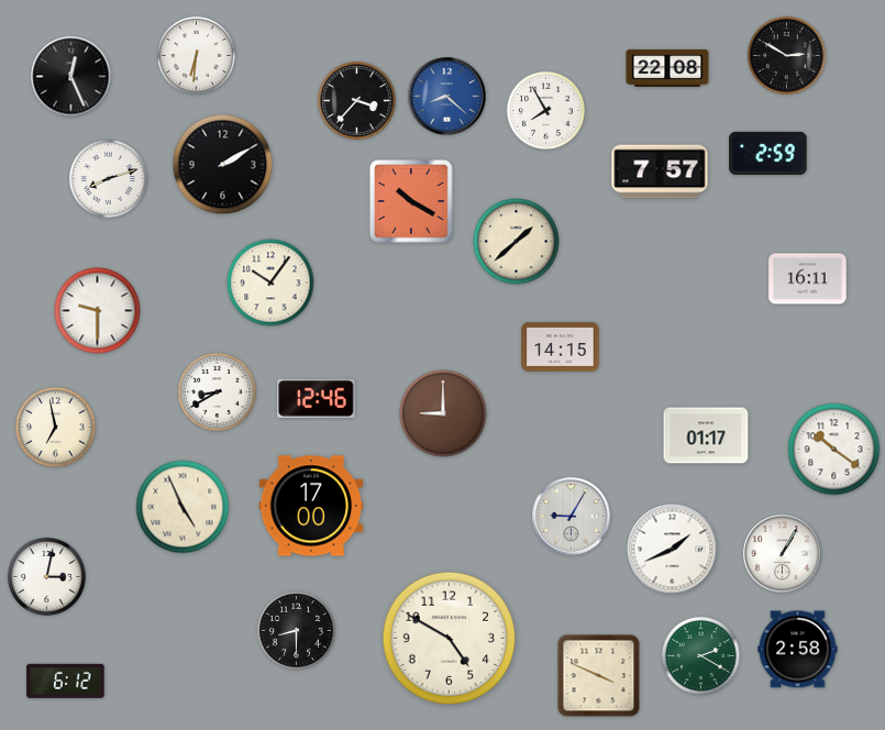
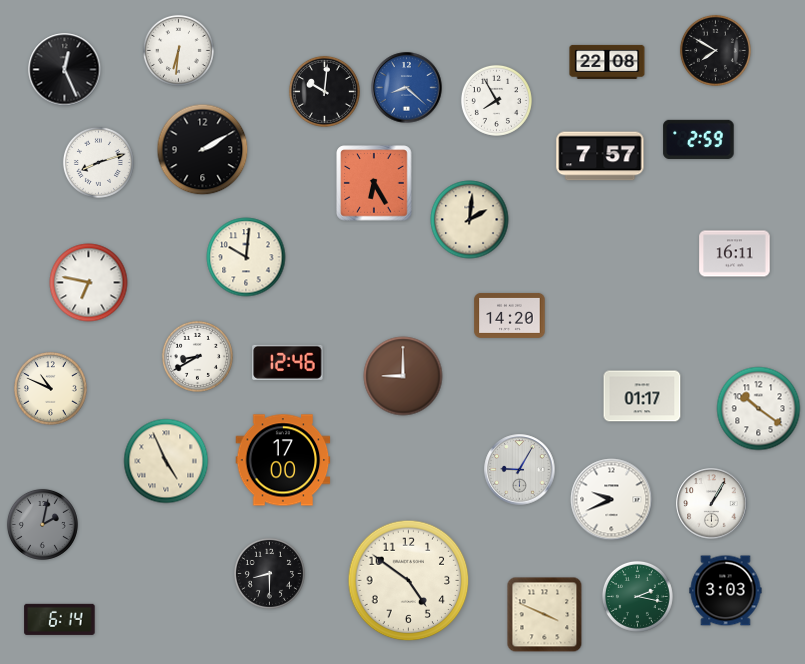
clock at (786, 55): 2:50 -> 7:50
clock at (356, 100): 3:37 -> 10:01
clock at (411, 201): 10:20 -> 6:25
clock at (517, 242): 1:38 -> 2:01
clock at (270, 283): 10:06 -> 10:01
clock at (98, 311): 9:30 -> 6:47
clock at (561, 346): 14:15 -> 14:20
clock at (56, 428): 6:58 -> 10:49
clock at (673, 550): 1:41 -> 9:41
clock at (46, 576): 3:02 -> 2:02
clock at (46, 576) dial: white -> grey
clock at (450, 639): 4:50 -> 4:51
clock at (798, 650): 2:58 -> 3:03
clock at (700, 655): 2:20 -> 2:17
clock at (66, 681): 6:12 -> 6:14
